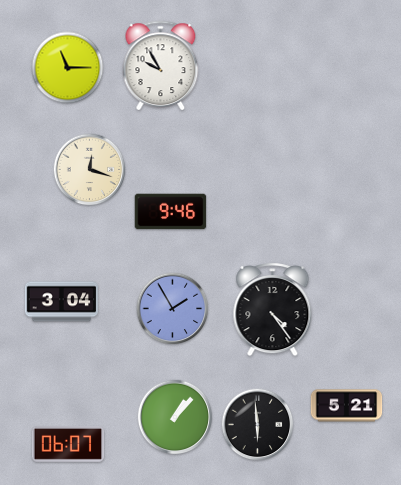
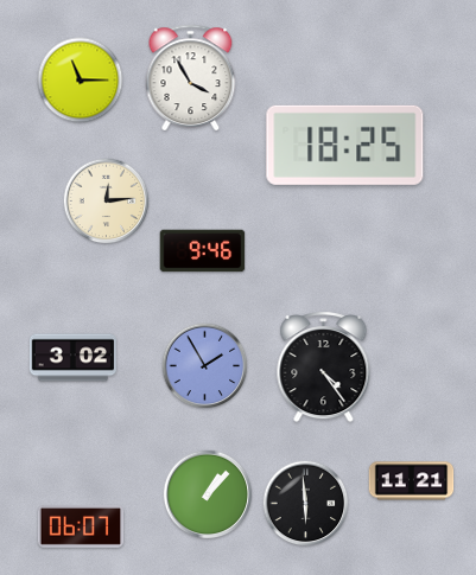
clock at (161, 65): 9:55 -> 3:55
clock at (345, 145): none -> 18:25
clock at (90, 170): 12:18 -> 12:14
clock at (61, 302): 3:04 -> 3:02
clock at (347, 406): 5:21 -> 11:21
